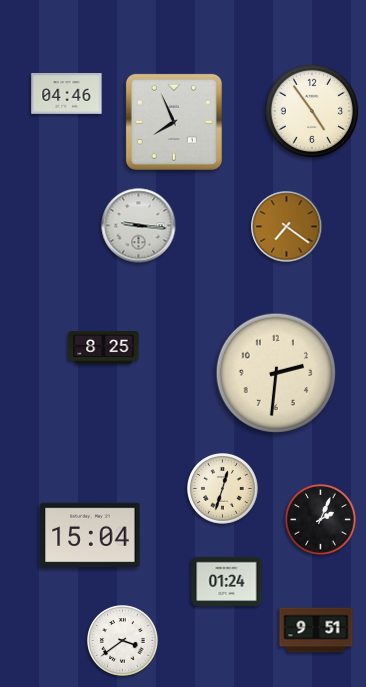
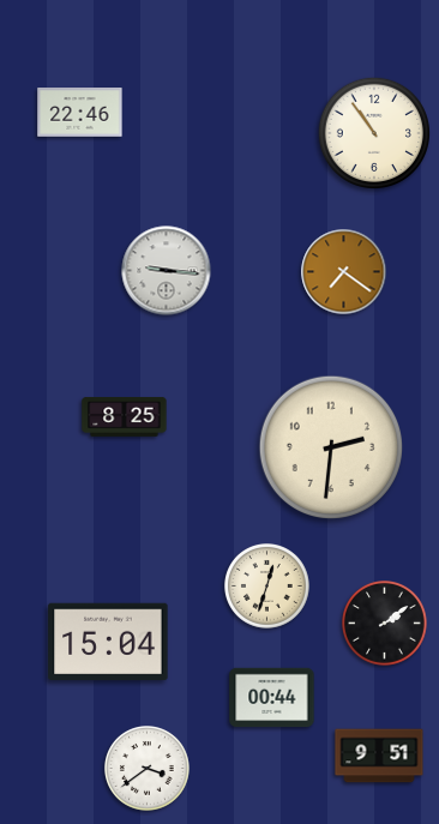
clock at (67, 94): 04:46 -> 22:46
clock at (311, 110): 4:54 -> 10:54
clock at (174, 122): 7:56 -> none
clock at (321, 520): 2:04 -> 2:09
clock at (227, 582): 01:24 -> 00:44
